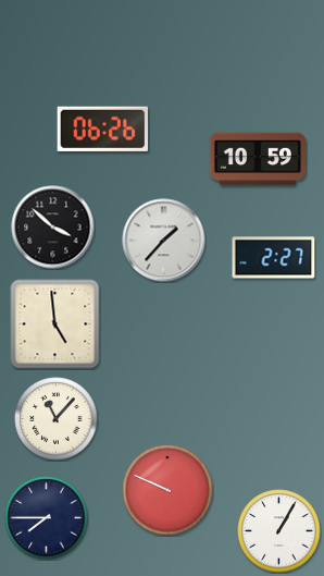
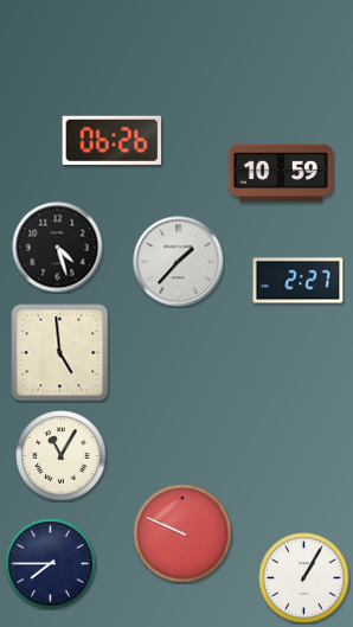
clock at (53, 228): 3:52 -> 4:27
clock at (57, 419): 11:07 -> 11:05
